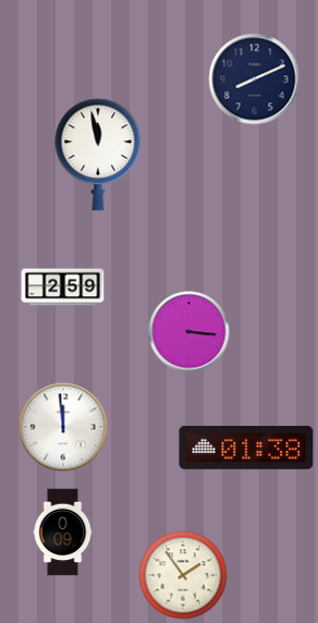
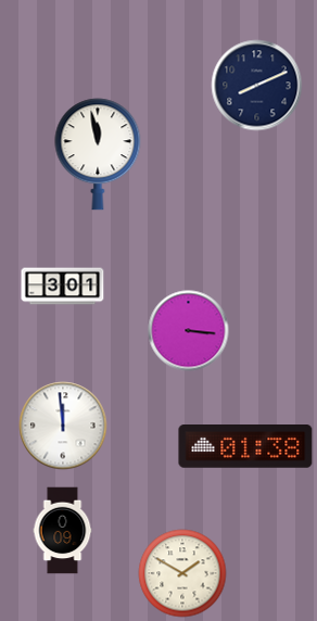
clock at (255, 80) position: (255, 80) -> (257, 86)
clock at (63, 288): 2:59 -> 3:01
clock at (183, 575): 1:54 -> 1:50
